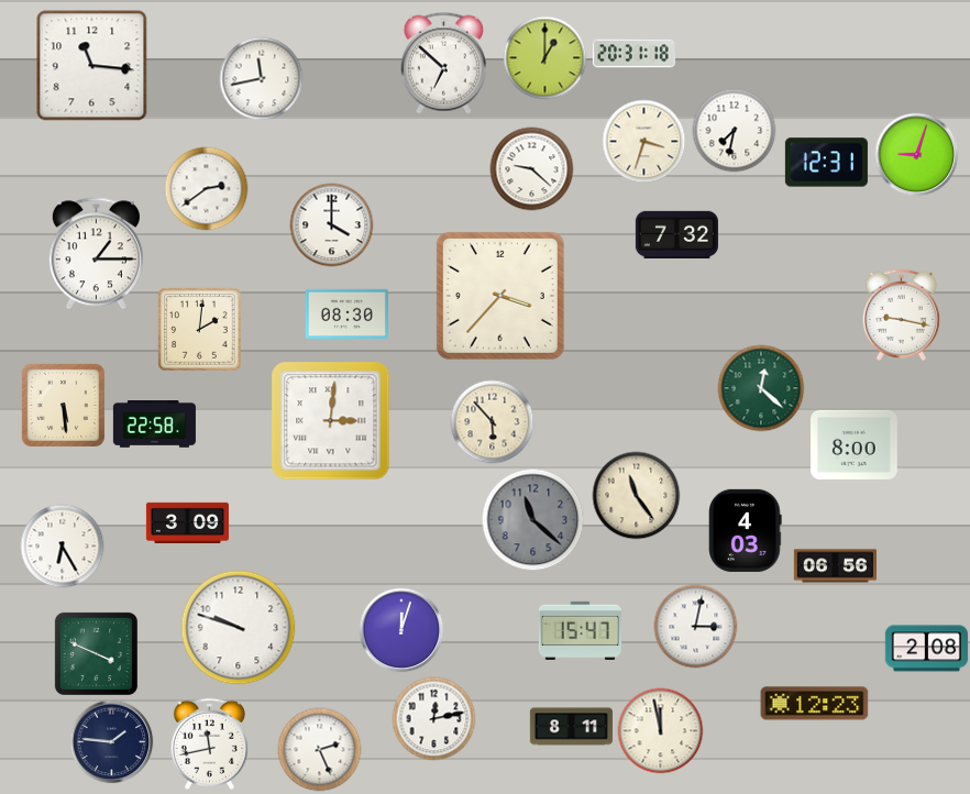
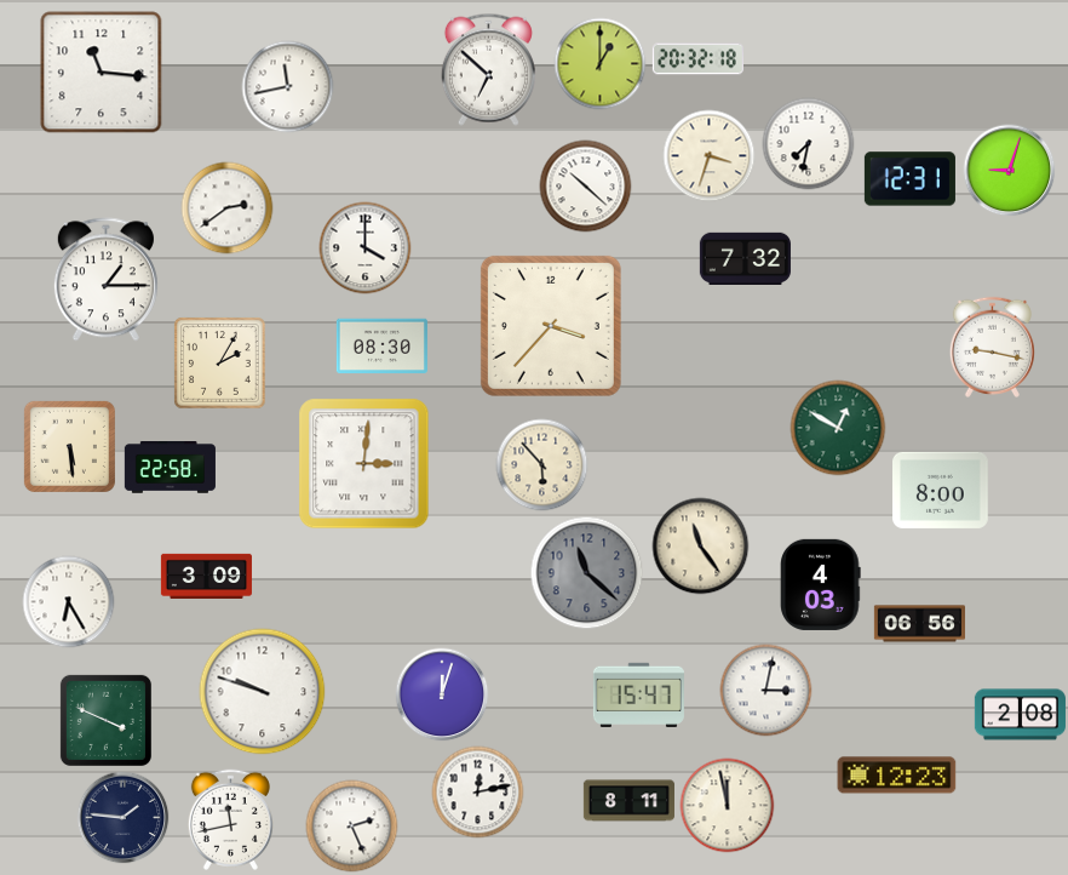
clock at (633, 54): 20:31 -> 20:32
clock at (532, 169): 9:22 -> 10:22
clock at (200, 330): 2:01 -> 2:05
clock at (761, 388): 12:22 -> 12:50
